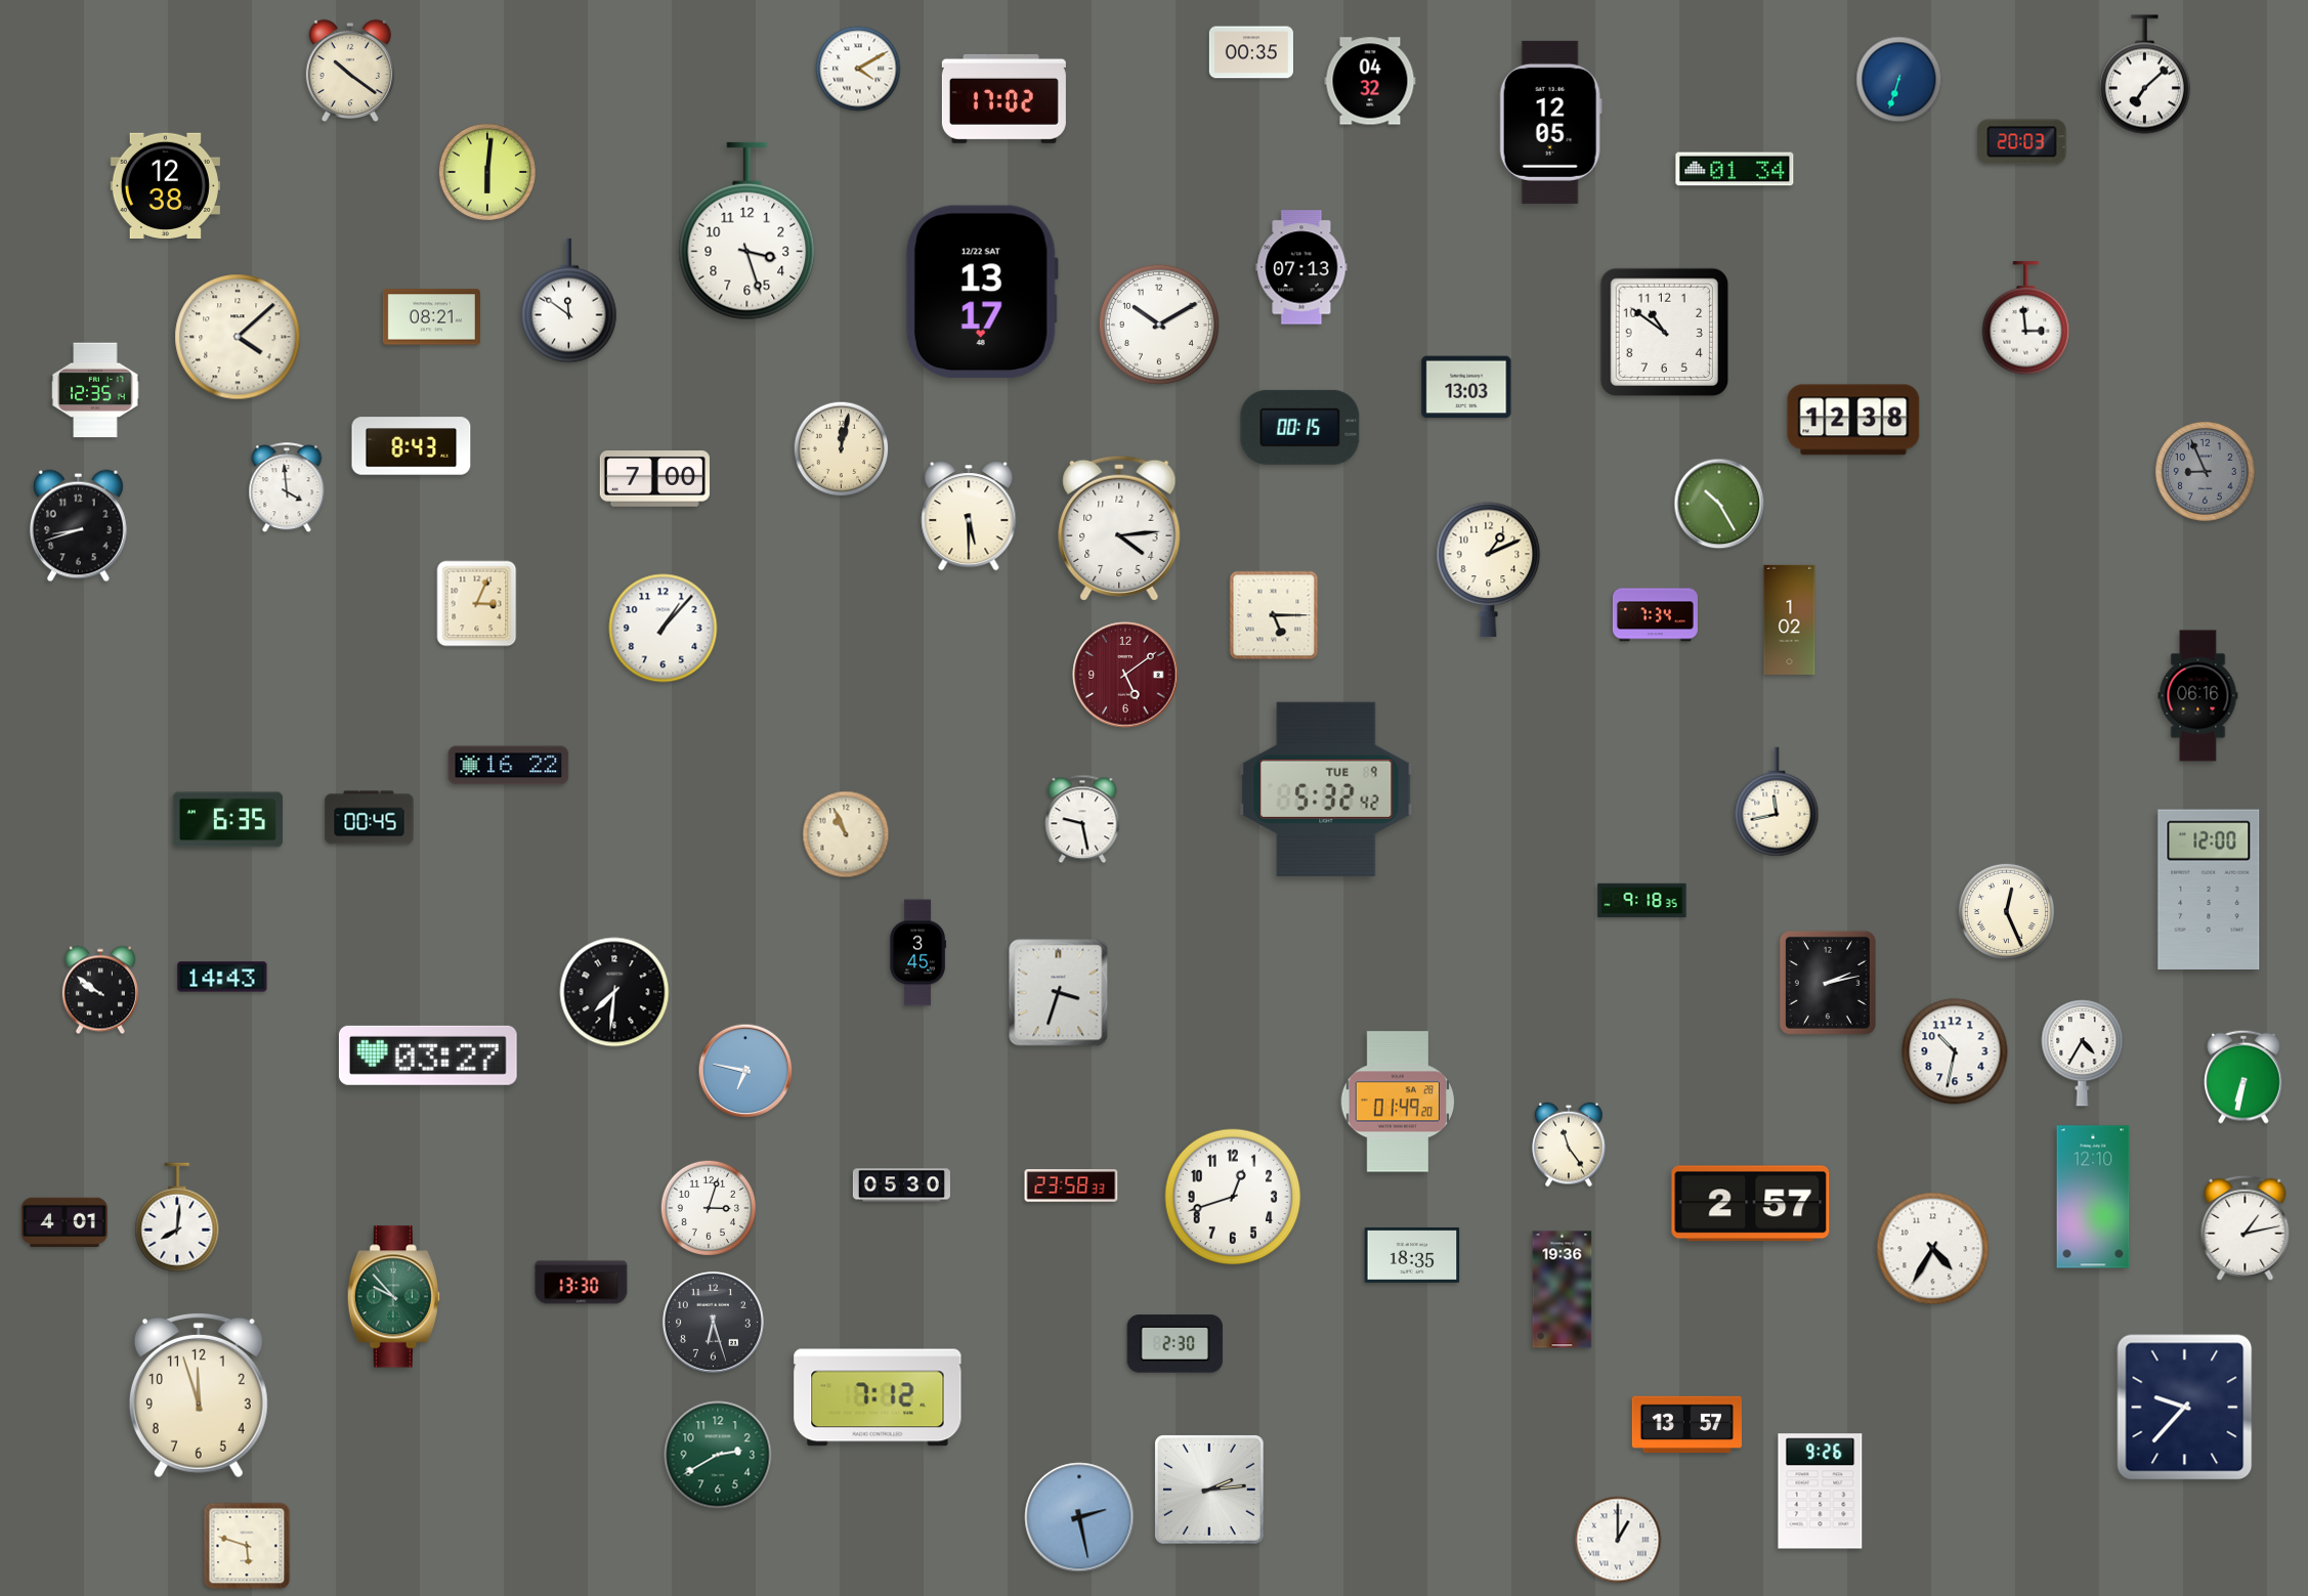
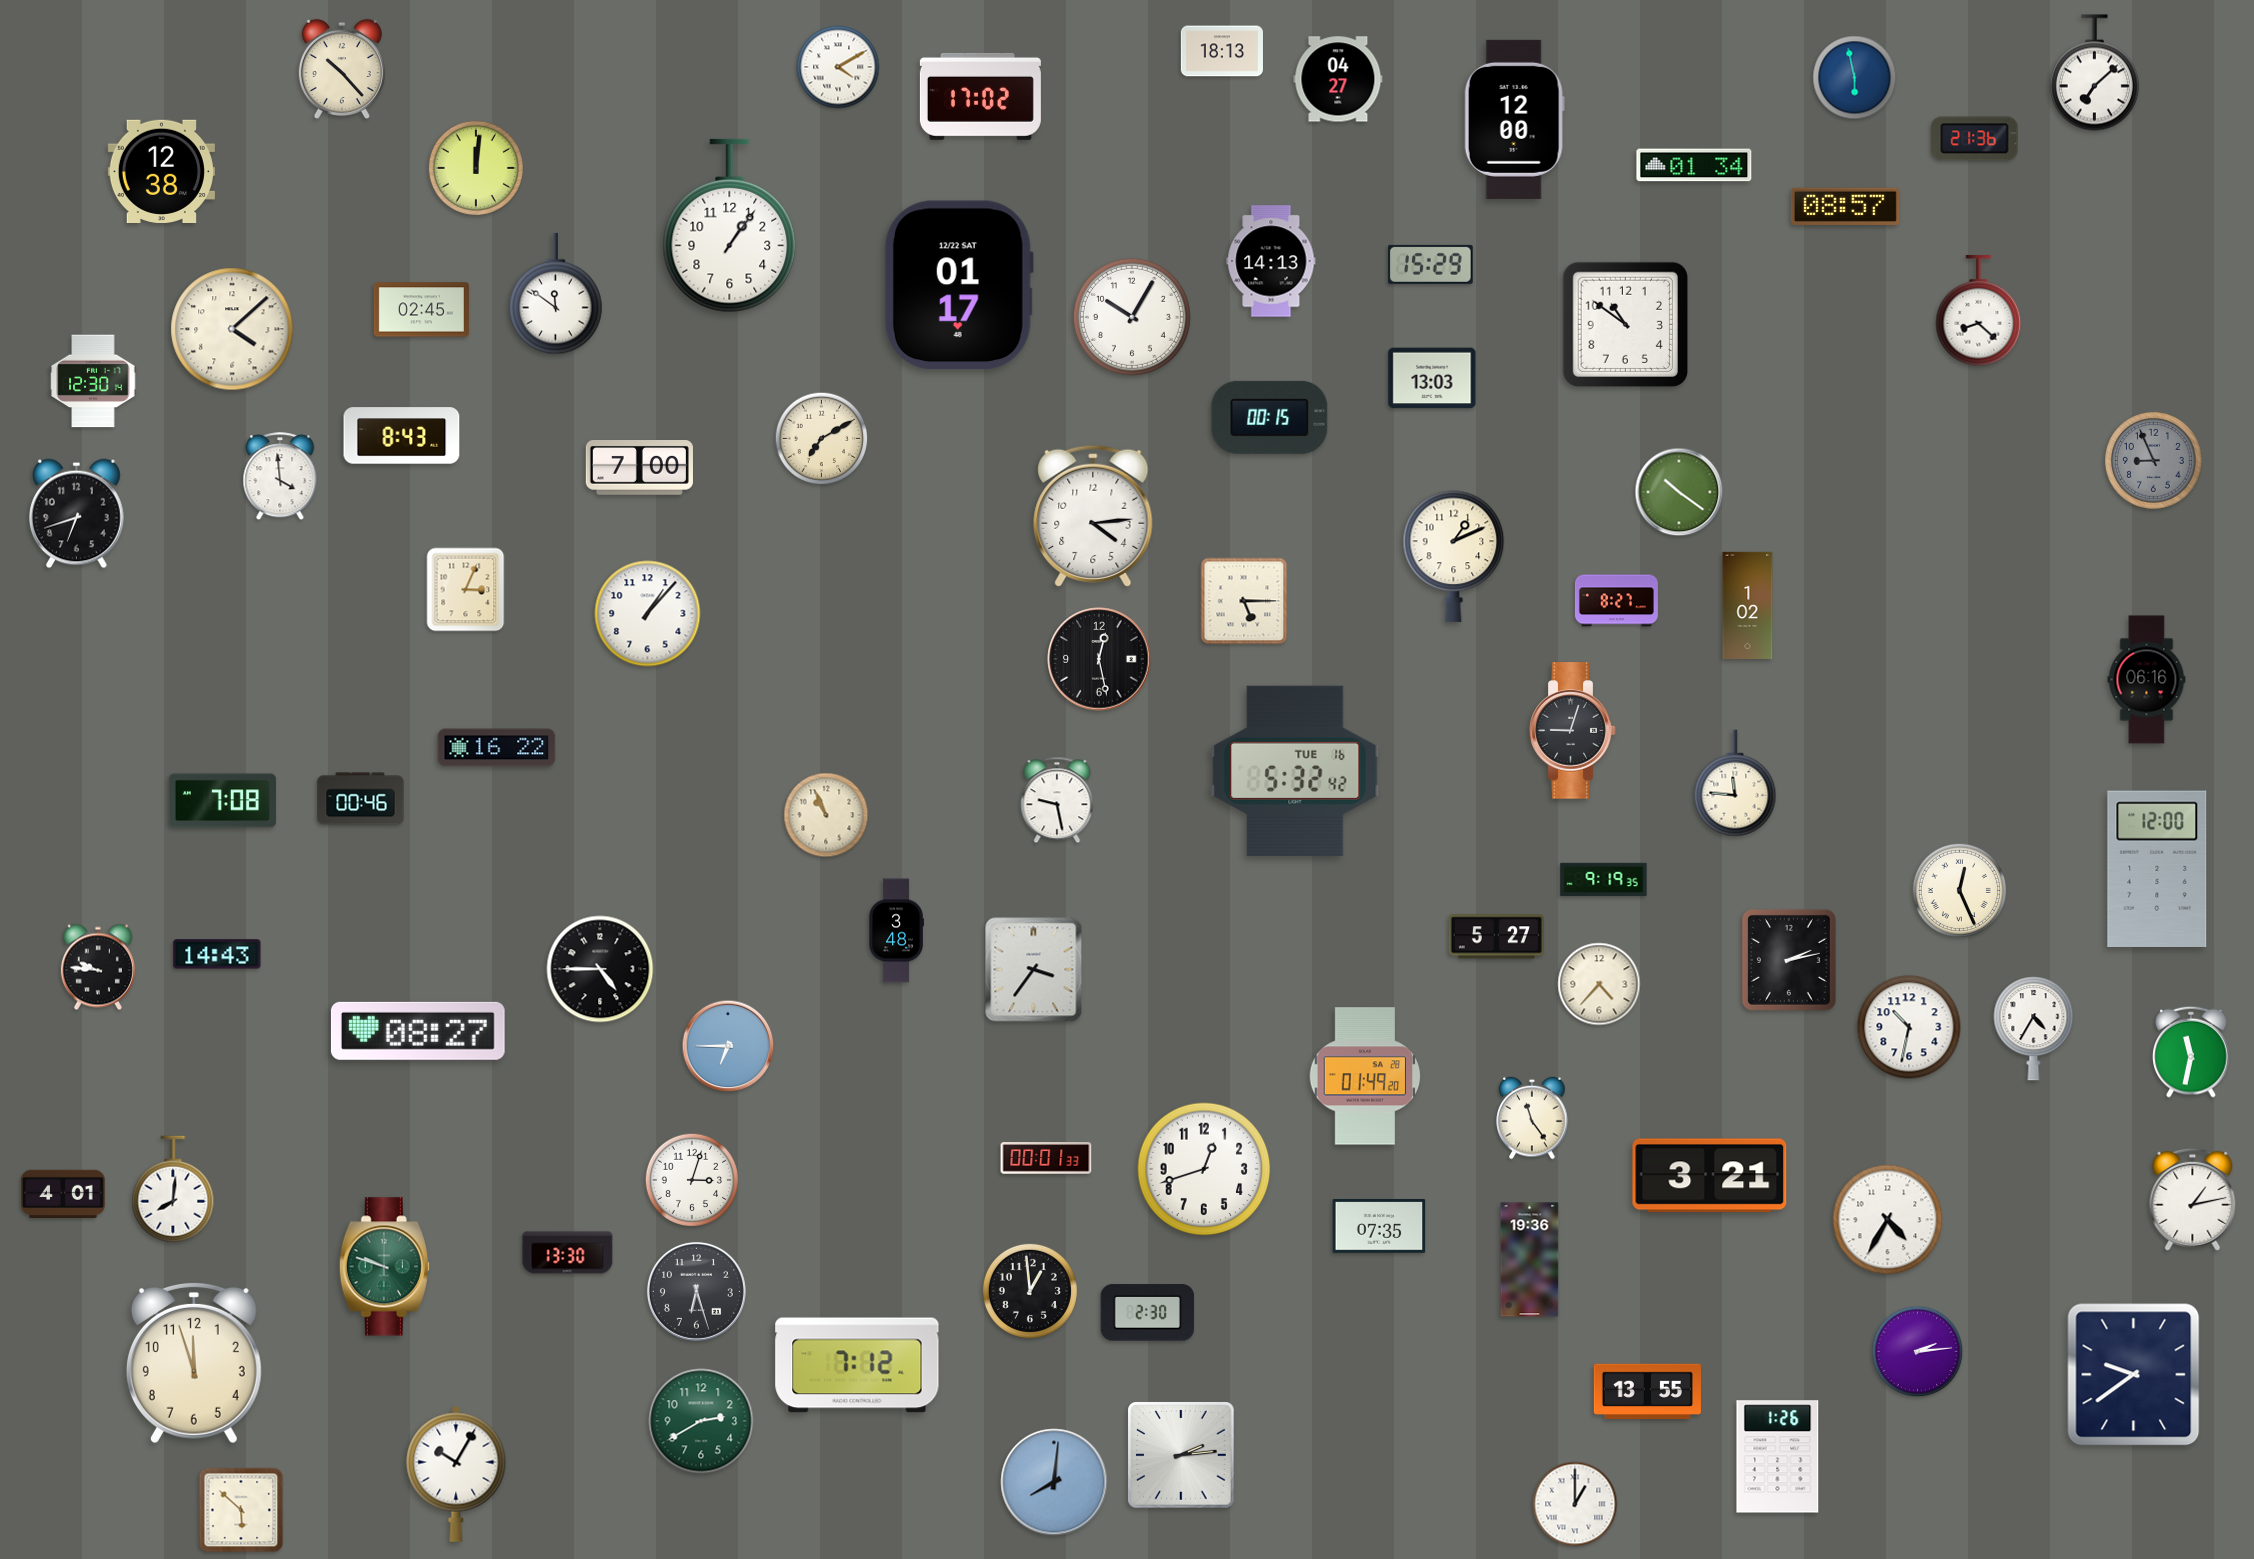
clock at (1251, 52): 00:35 -> 18:13
clock at (350, 70): 10:21 -> 10:23
clock at (1899, 80): 6:33 -> 5:58
clock at (1370, 81): 04:32 -> 04:27
clock at (1550, 122): 12:05 -> 12:00
clock at (2022, 142): 20:03 -> 21:36
clock at (487, 172): 6:01 -> 12:01
clock at (165, 185) position: (165, 185) -> (161, 171)
clock at (1845, 206): none -> 08:57
clock at (747, 231): 3:27 -> 1:06
clock at (1301, 267): 07:13 -> 14:13
clock at (1431, 264): none -> 15:29
clock at (982, 292): 13:17 -> 01:17
clock at (431, 317): 08:21 -> 02:45
clock at (2026, 318): 2:59 -> 8:22
clock at (1159, 325): 10:10 -> 10:05
clock at (95, 390): 12:35 -> 12:30
clock at (1853, 420): 12:38 -> none
clock at (842, 449): 12:02 -> 7:10
clock at (1719, 504): 10:25 -> 10:21
clock at (969, 516): 5:30 -> none
clock at (79, 526): 8:42 -> 6:42
clock at (1655, 615): 7:34 -> 8:27
clock at (1125, 675): 5:09 -> 12:28
clock at (1125, 675) dial: burgundy -> black
clock at (1573, 731): none -> 9:03
clock at (1326, 789) date: TUE 9 -> TUE 16
clock at (1777, 802): 11:43 -> 11:46
clock at (370, 818): 00:45 -> 00:46
clock at (227, 820): 6:35 -> 7:08
clock at (1642, 901): 9:18 -> 9:19
clock at (917, 953): 3:45 -> 3:48
clock at (1496, 937): none -> 5:27
clock at (1828, 983) position: (1828, 983) -> (1789, 960)
clock at (100, 990): 9:51 -> 9:46
clock at (614, 992): 7:31 -> 4:45
clock at (1059, 993): 3:33 -> 3:36
clock at (1599, 984): none -> 4:37
clock at (428, 1055): 03:27 -> 08:27
clock at (745, 1071): 6:47 -> 6:45
clock at (2243, 1077): 6:32 -> 11:32
clock at (901, 1185): 05:30 -> none
clock at (1071, 1185): 23:58 -> 00:01
clock at (2093, 1197): 12:10 -> none
clock at (1751, 1204): 2:57 -> 3:21
clock at (1412, 1256): 18:35 -> 07:35
clock at (1563, 1290) position: (1563, 1290) -> (1530, 1260)
clock at (393, 1297): 9:53 -> 9:48
clock at (1030, 1291): none -> 12:59
clock at (1918, 1352): none -> 2:14
clock at (2185, 1408): 9:37 -> 9:39
clock at (1686, 1424): 13:57 -> 13:55
clock at (1821, 1492): 9:26 -> 1:26
clock at (456, 1474): none -> 10:05
clock at (1079, 1517): 2:28 -> 8:01
clock at (1618, 1540) position: (1618, 1540) -> (1575, 1504)
clock at (247, 1546): 5:48 -> 5:52
